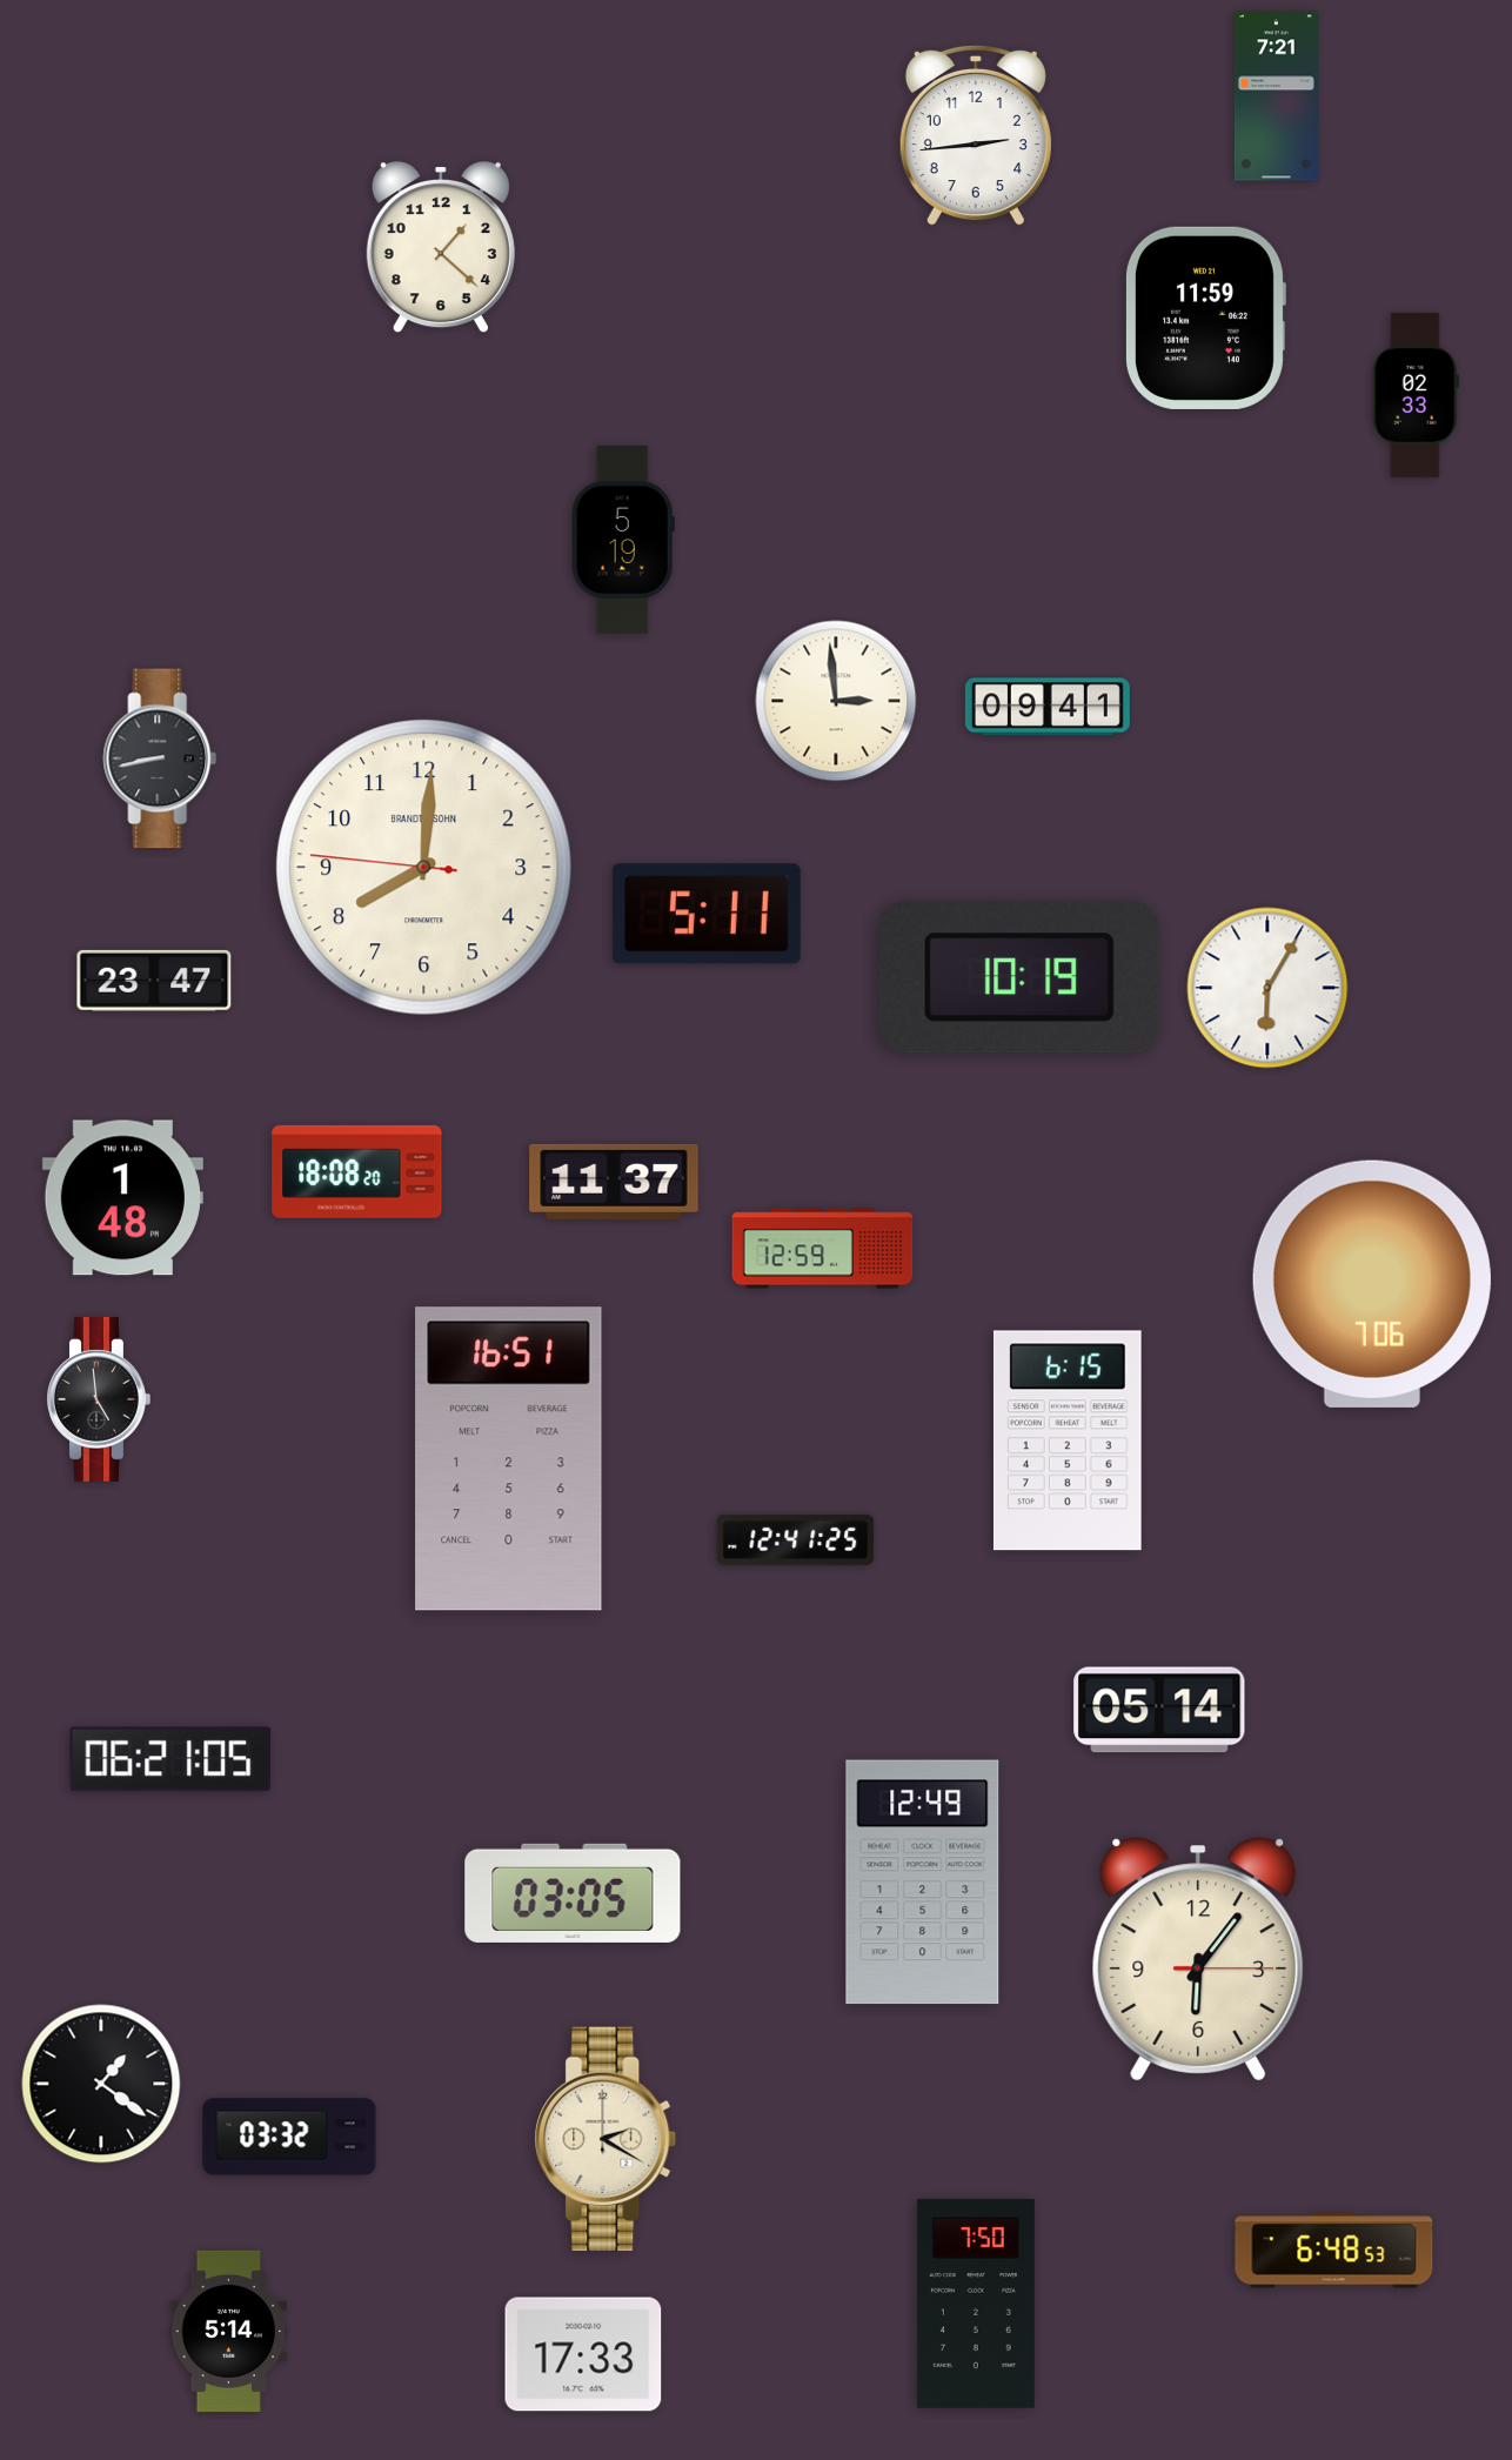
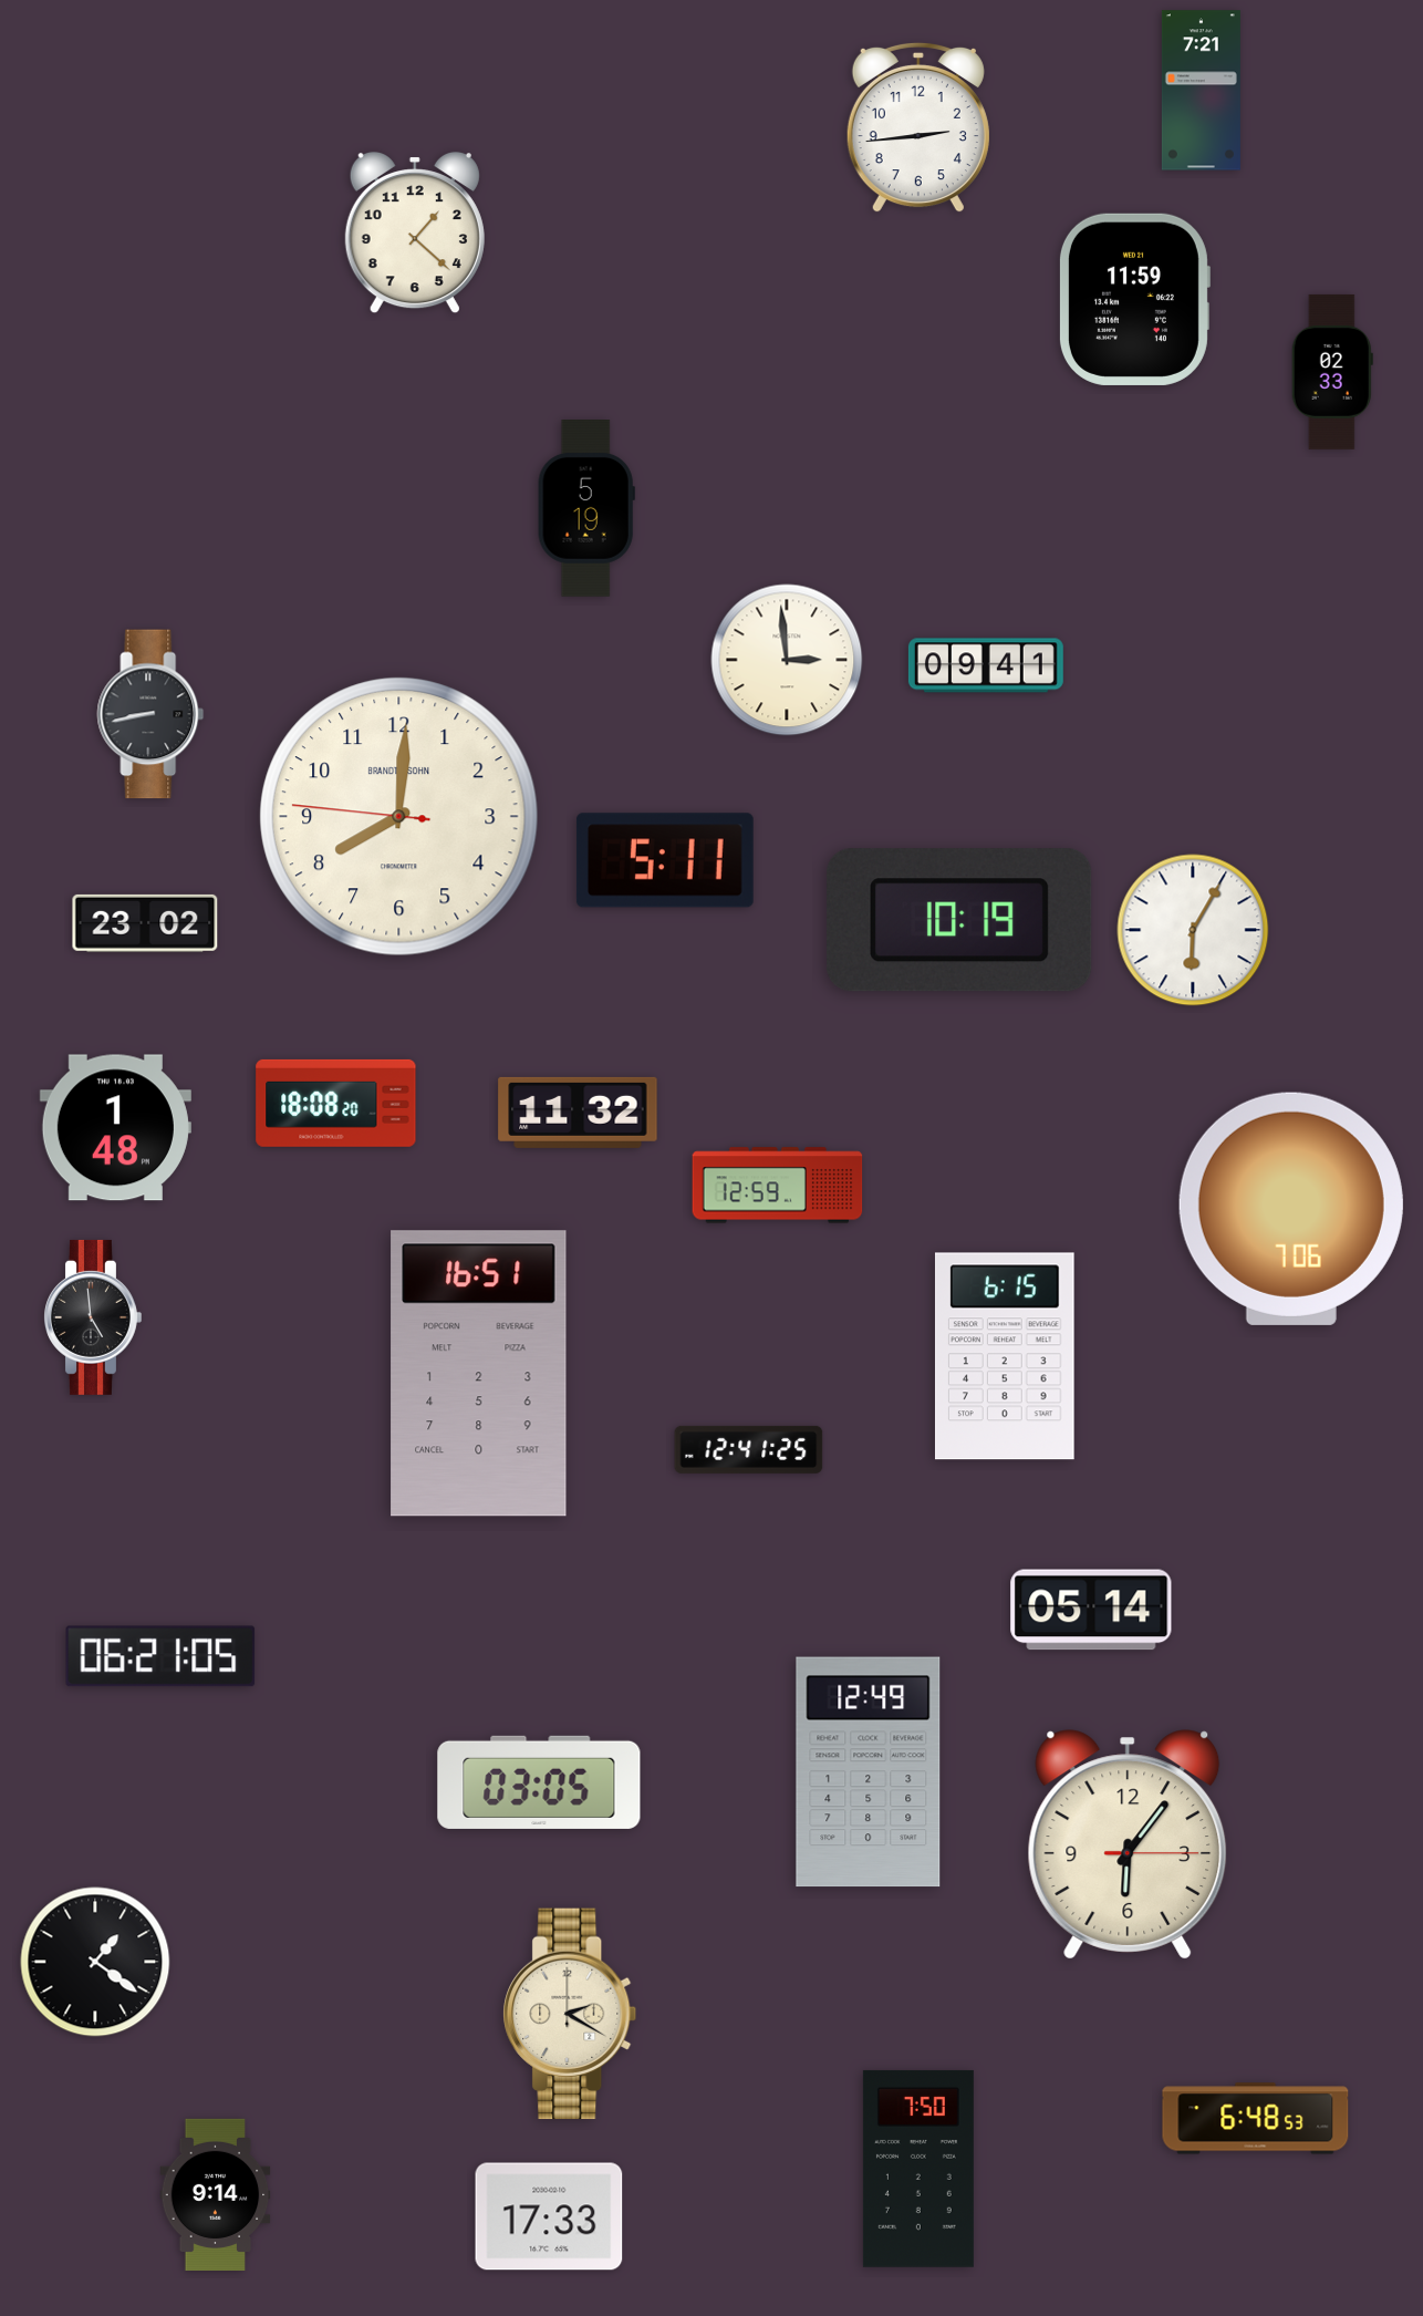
clock at (154, 981): 23:47 -> 23:02
clock at (614, 1182): 11:37 -> 11:32
clock at (823, 1249) position: (823, 1249) -> (778, 1186)
clock at (289, 2137): 03:32 -> none
clock at (229, 2331): 5:14 -> 9:14
